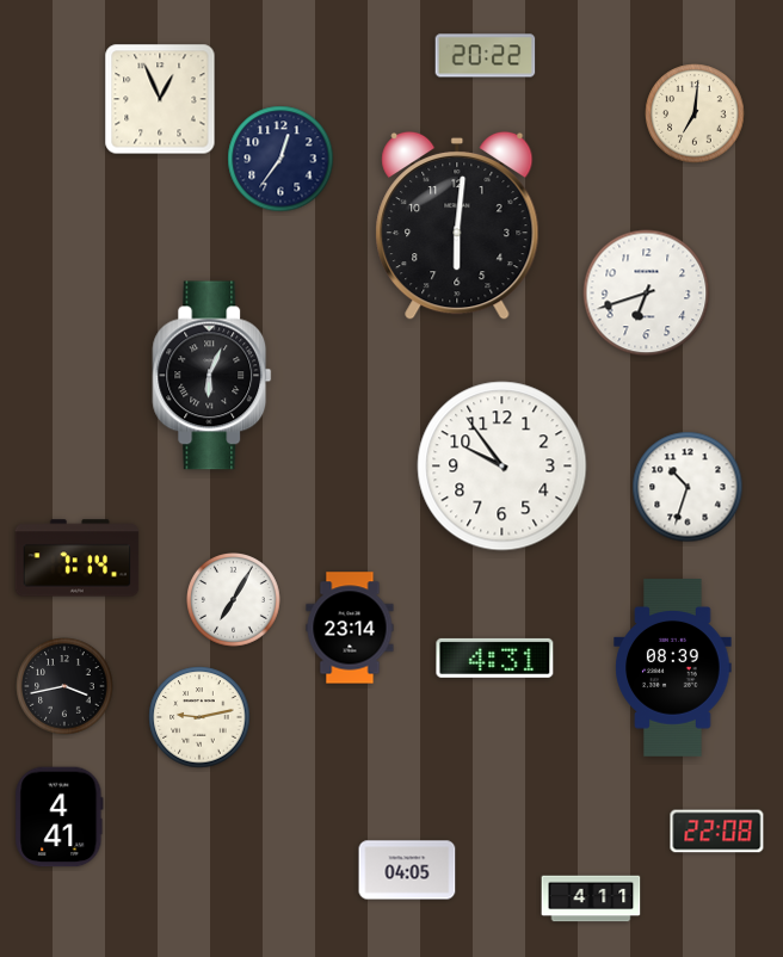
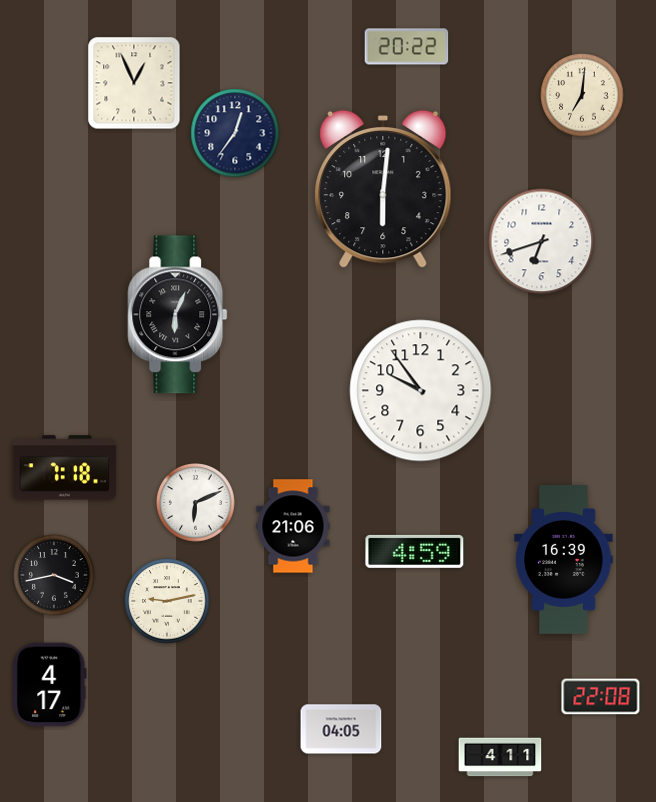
clock at (647, 294) position: (647, 294) -> (542, 242)
clock at (688, 487): 10:33 -> none
clock at (78, 558): 7:14 -> 7:18
clock at (234, 600): 7:05 -> 6:11
clock at (350, 628): 23:14 -> 21:06
clock at (495, 657): 4:31 -> 4:59
clock at (673, 668): 08:39 -> 16:39
clock at (60, 817): 4:41 -> 4:17
clock at (591, 899) position: (591, 899) -> (500, 757)
